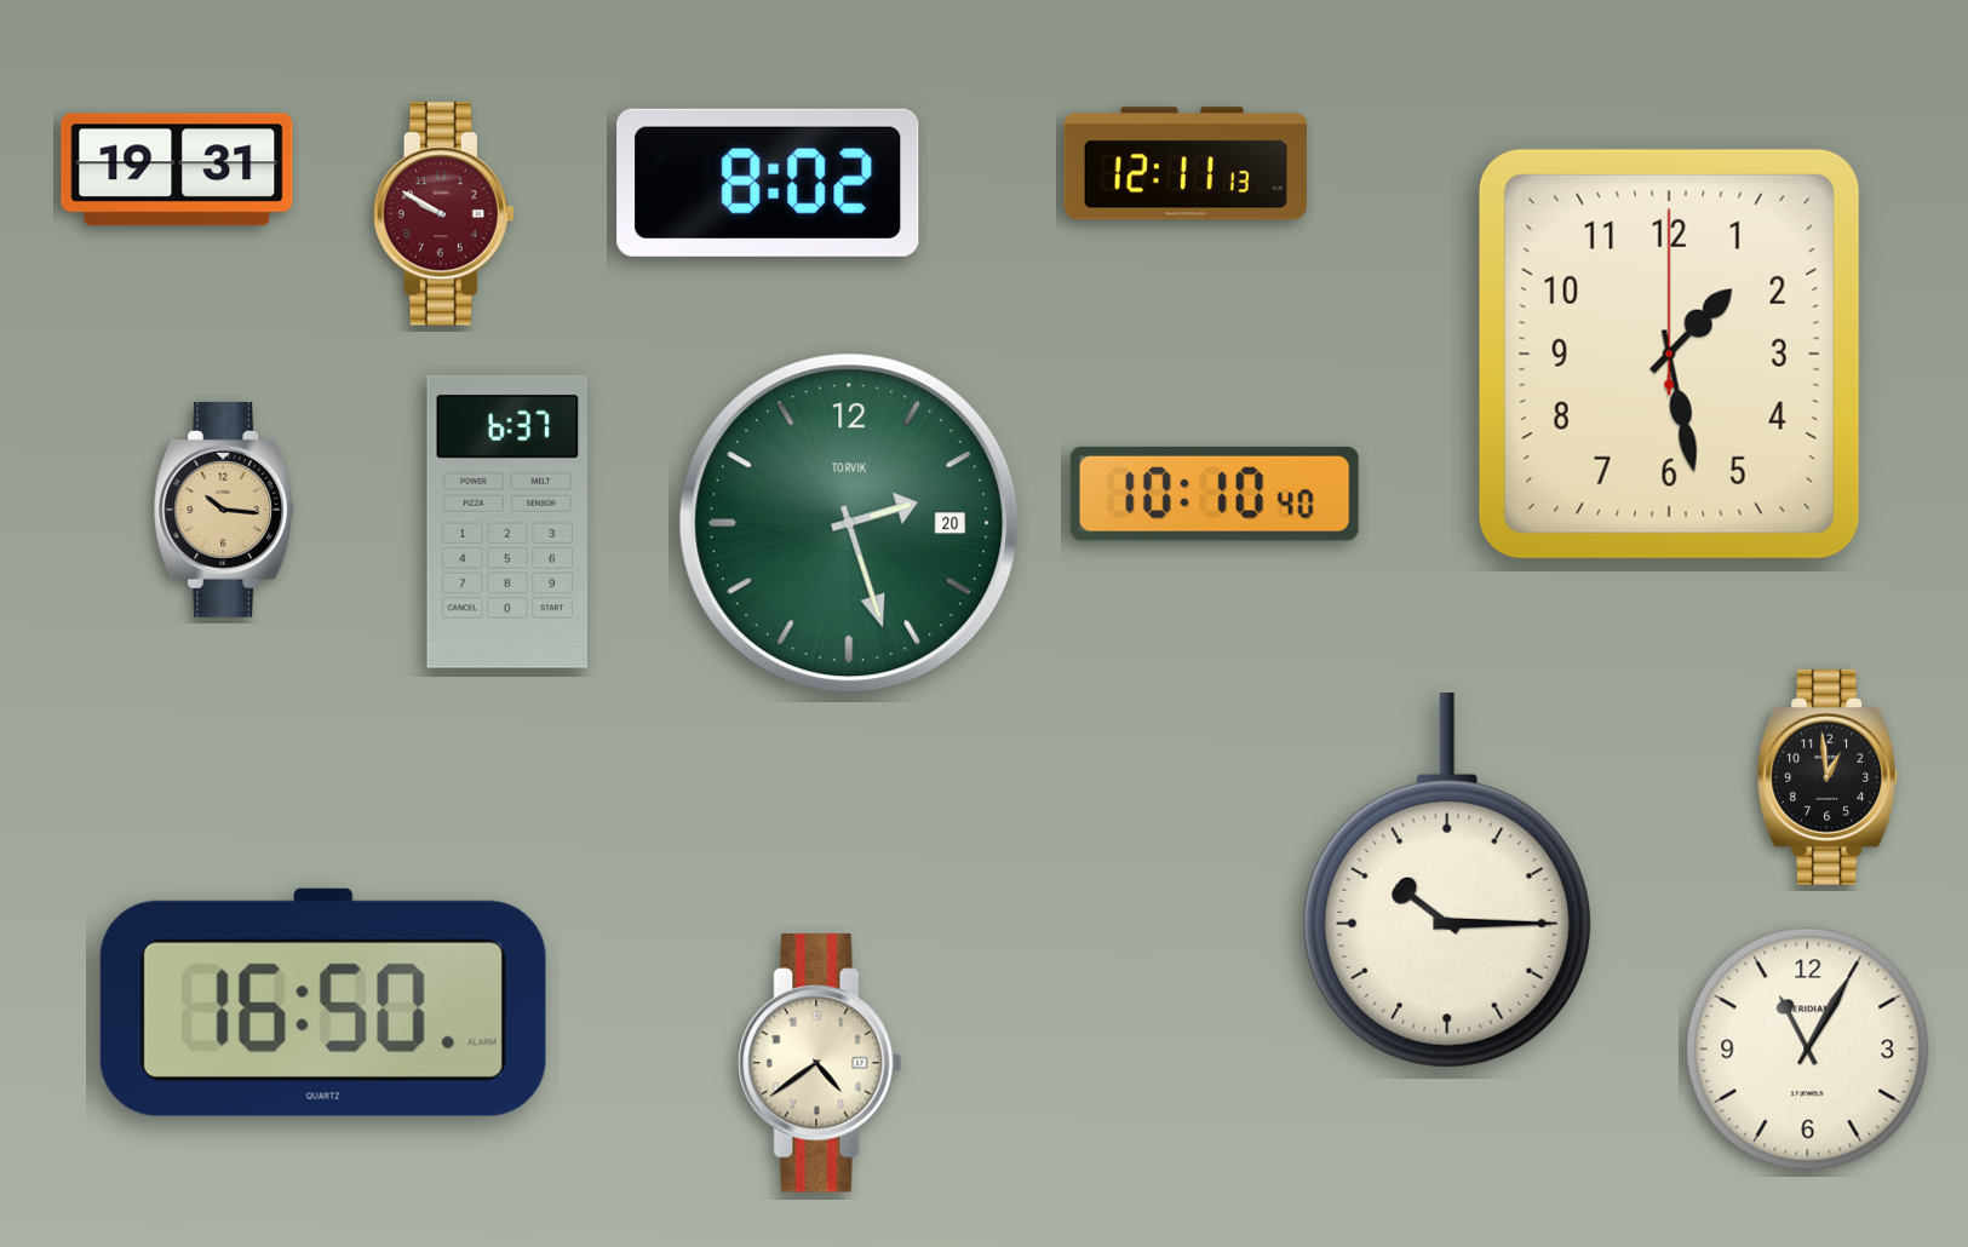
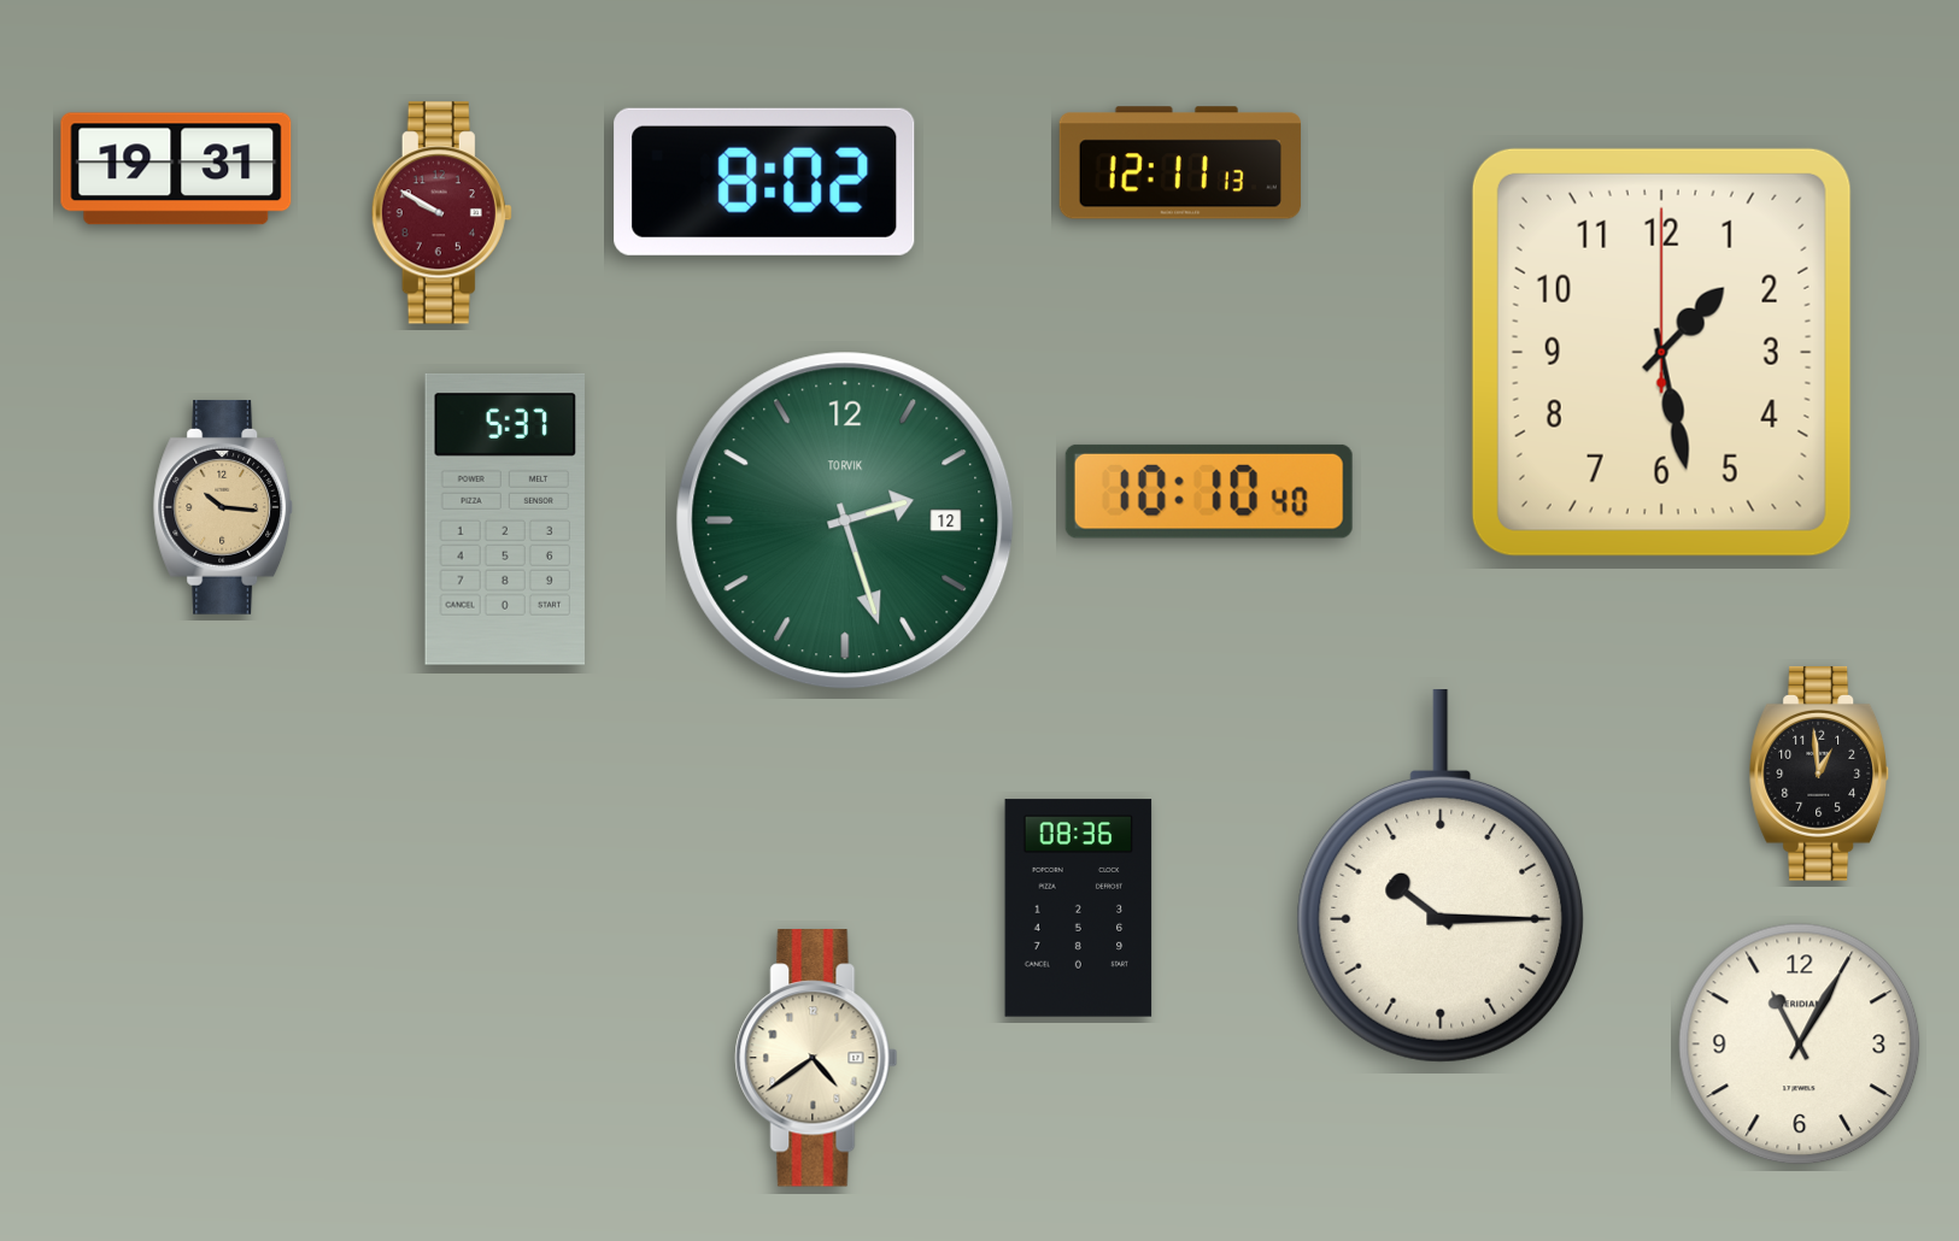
clock at (506, 522): 6:37 -> 5:37
clock at (849, 523) date: 20 -> 12
clock at (1079, 908): none -> 08:36
clock at (323, 1002): 16:50 -> none
